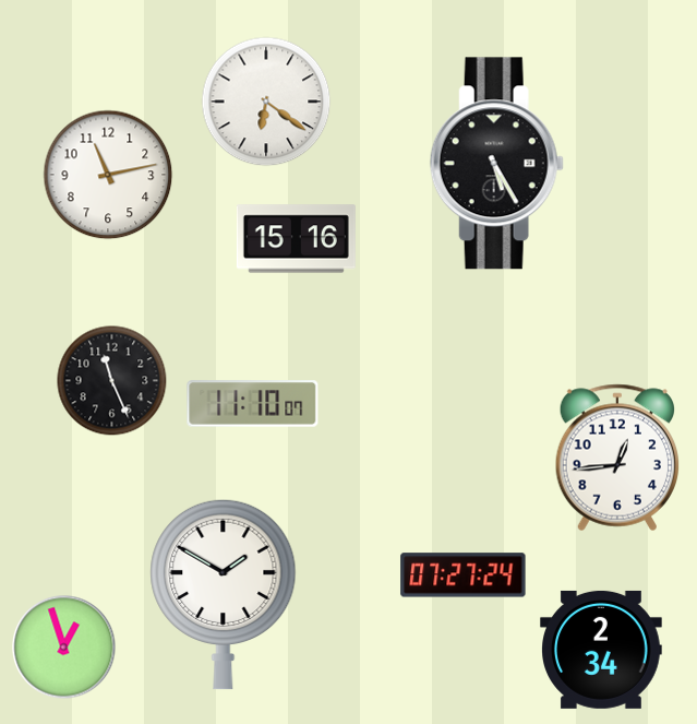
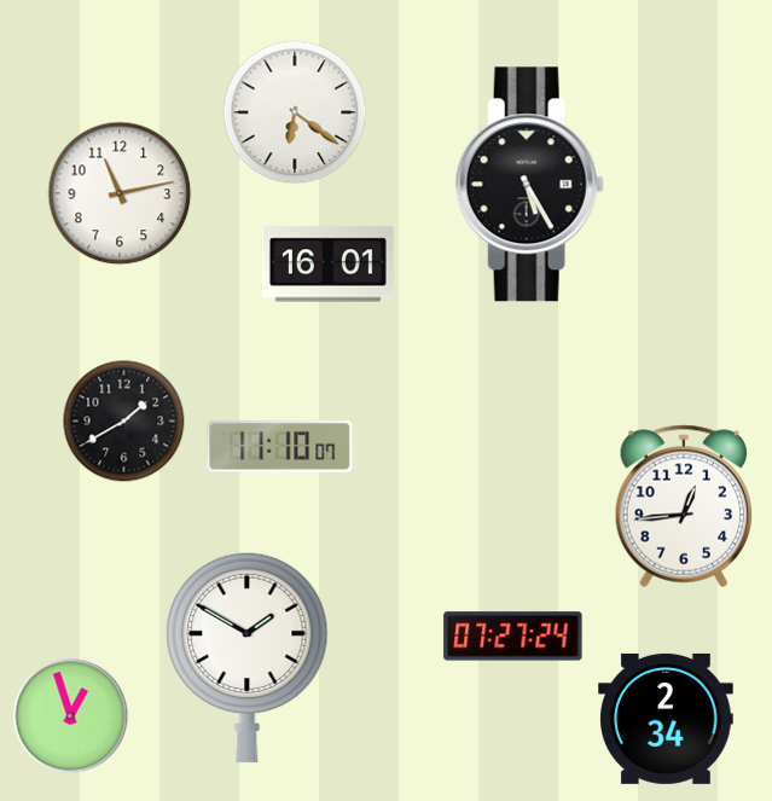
clock at (496, 164) position: (496, 164) -> (529, 185)
clock at (296, 239): 15:16 -> 16:01
clock at (112, 381): 11:26 -> 1:40
